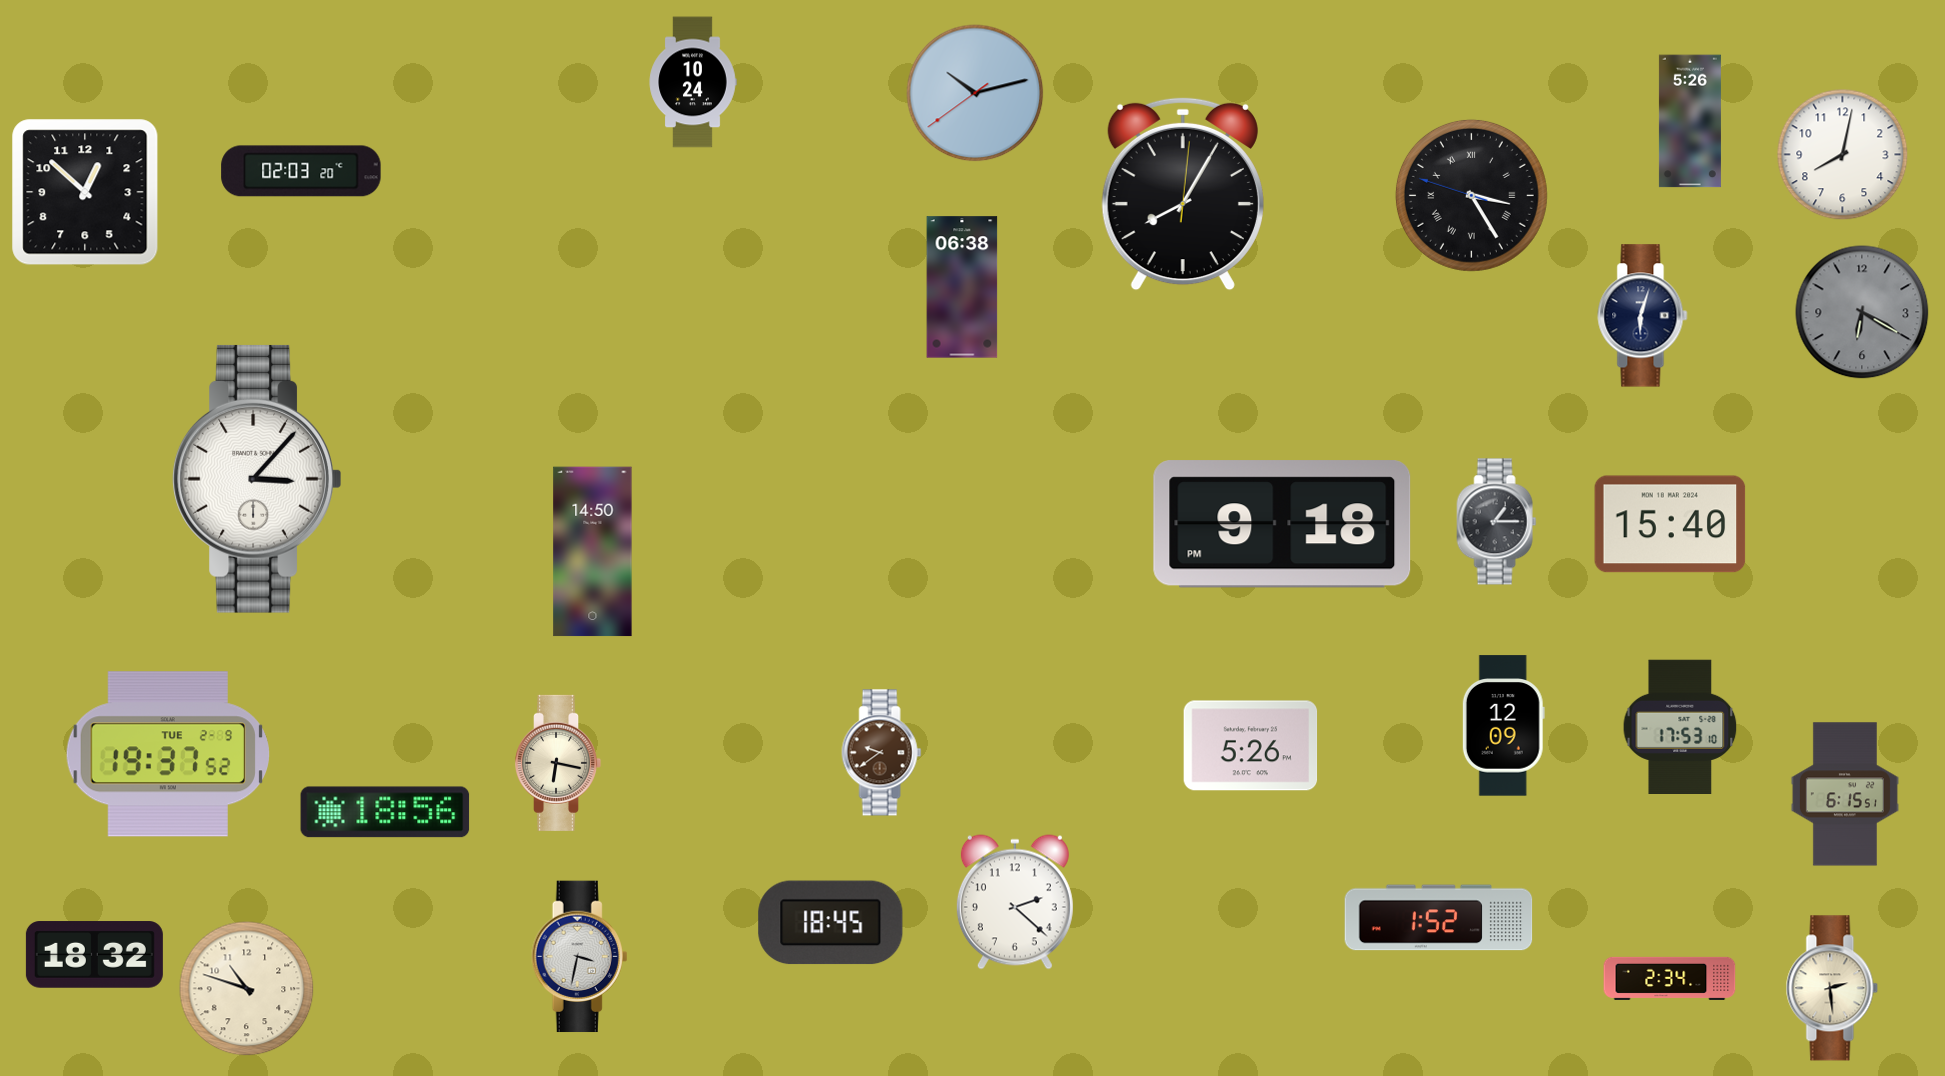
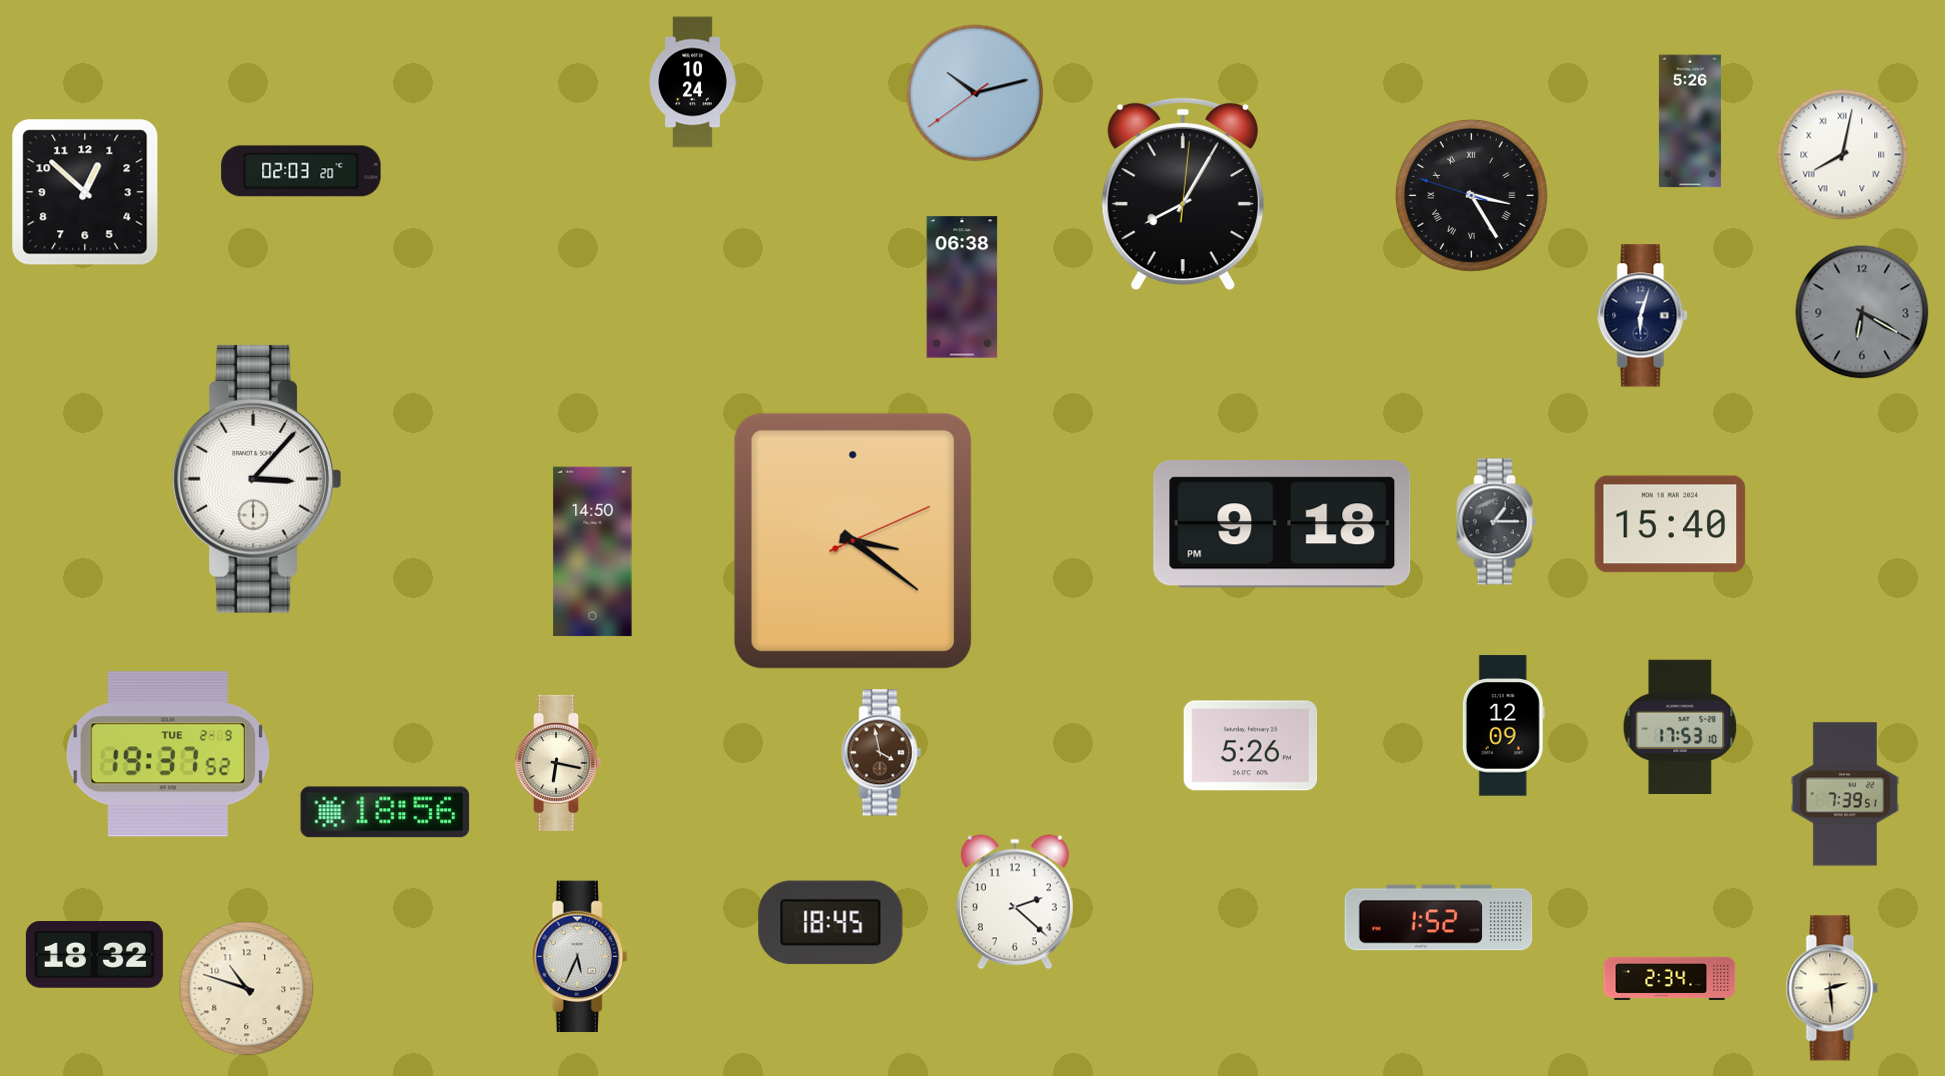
clock at (1843, 155) numerals: Arabic -> Roman
clock at (853, 541): none -> 3:21
clock at (882, 753): 9:39 -> 3:58
clock at (1845, 794): 6:15 -> 7:39
clock at (580, 957): 3:32 -> 5:34
